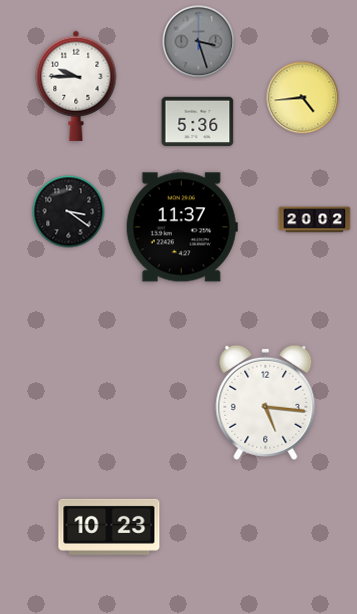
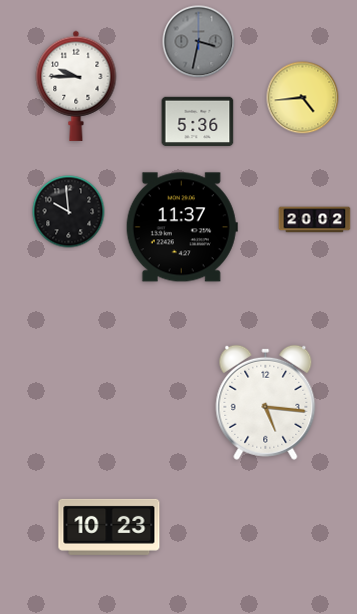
clock at (199, 42): 3:27 -> 3:32
clock at (69, 212): 3:21 -> 9:59
